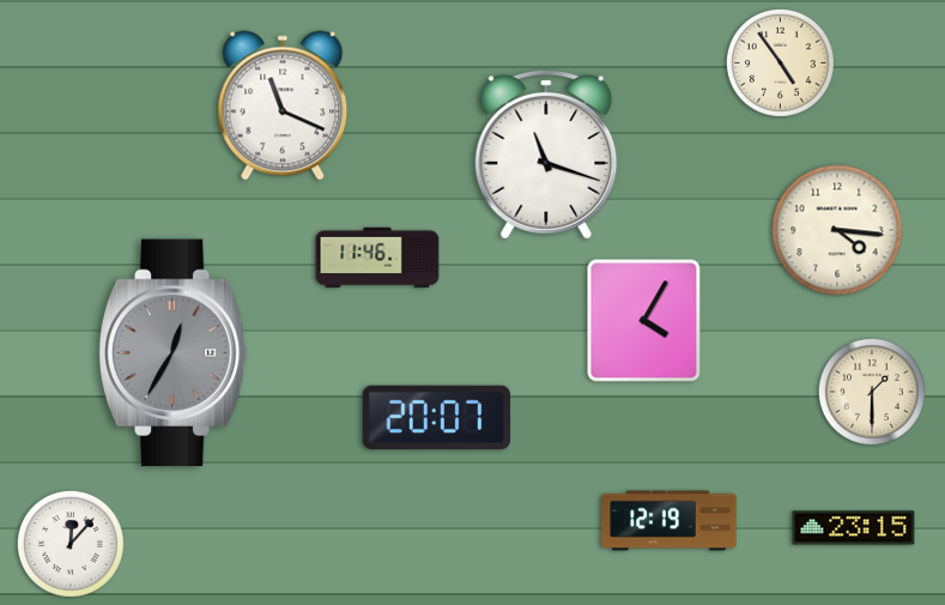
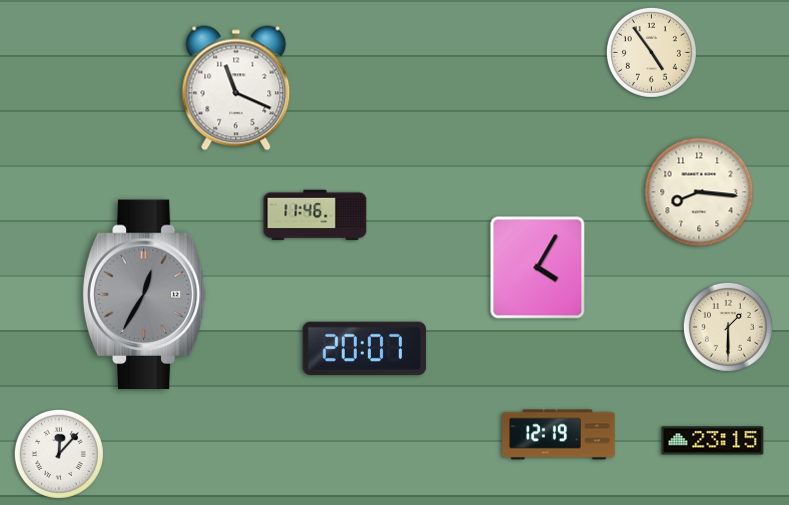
clock at (546, 155): 11:18 -> none
clock at (837, 230): 4:16 -> 8:16
